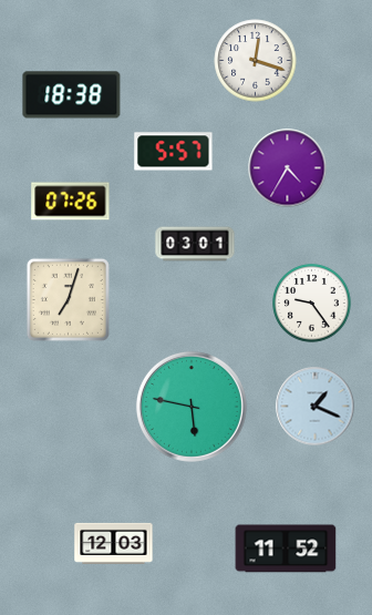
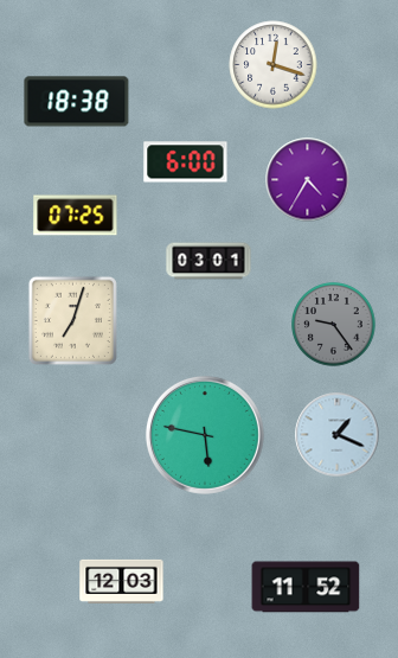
clock at (174, 152): 5:57 -> 6:00
clock at (71, 202): 07:26 -> 07:25
clock at (312, 304) dial: white -> grey
